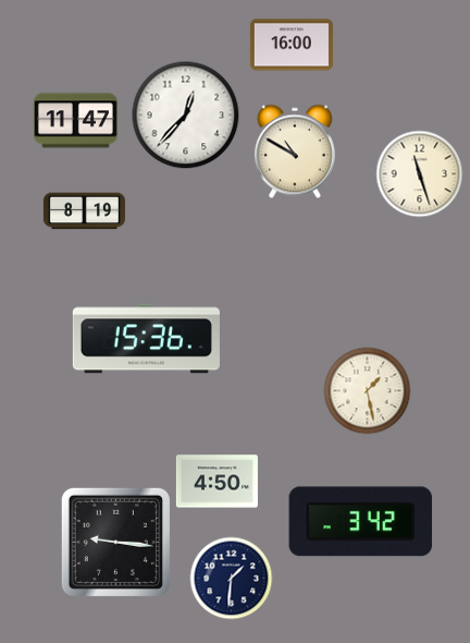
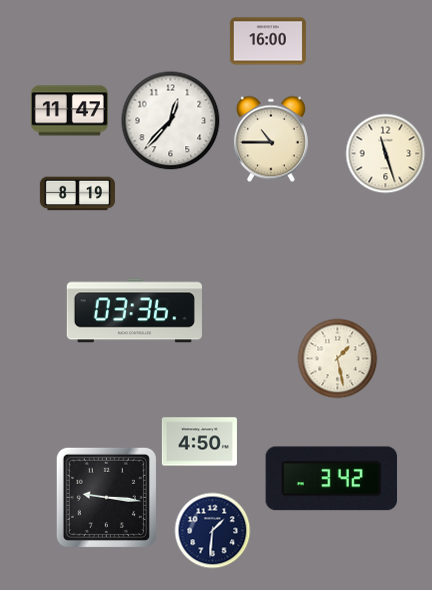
clock at (186, 116) position: (186, 116) -> (171, 121)
clock at (295, 151): 10:50 -> 10:45
clock at (420, 174) position: (420, 174) -> (386, 154)
clock at (146, 339): 15:36 -> 03:36
